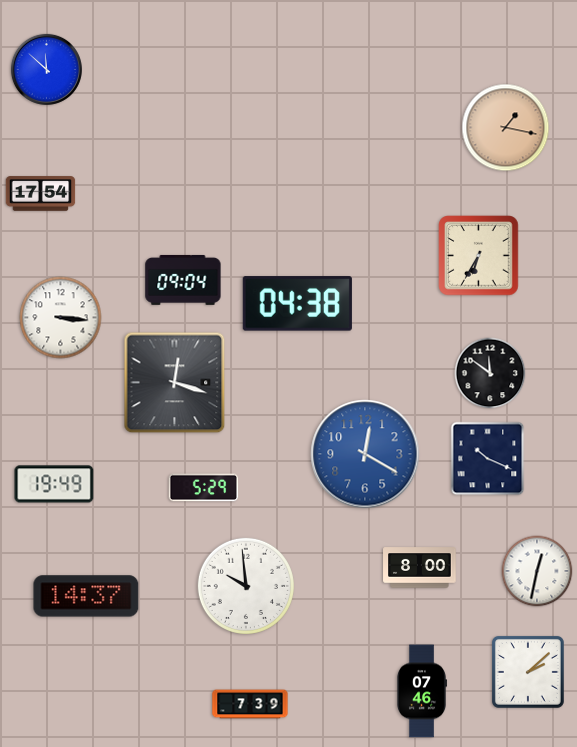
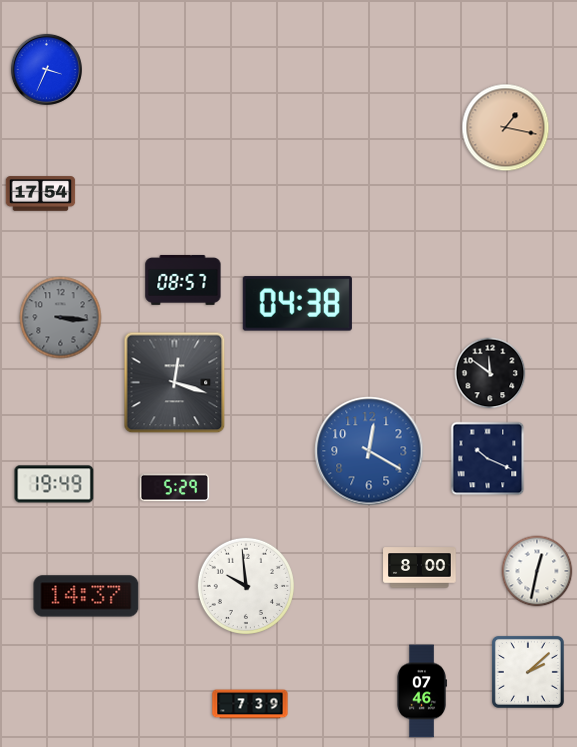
clock at (46, 69): 11:52 -> 3:34
clock at (479, 256): 6:35 -> none
clock at (183, 280): 09:04 -> 08:57
clock at (61, 318) dial: white -> grey
clock at (365, 454) position: (365, 454) -> (369, 451)
clock at (204, 488) position: (204, 488) -> (175, 488)
